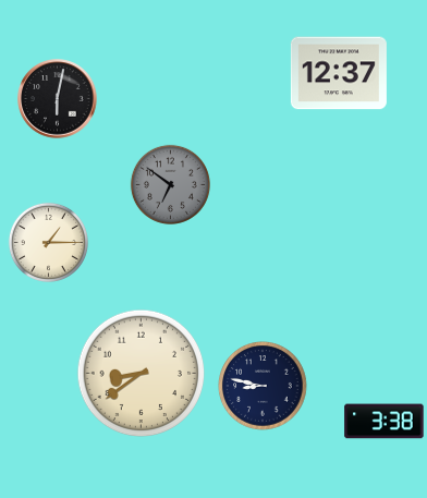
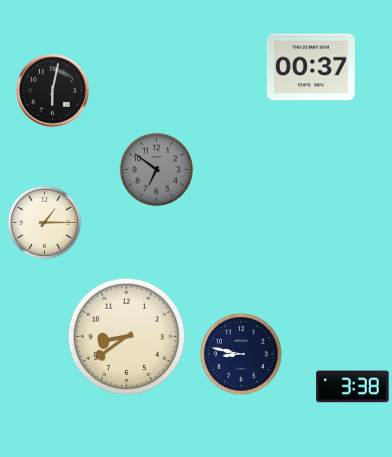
clock at (339, 73): 12:37 -> 00:37
clock at (142, 374) position: (142, 374) -> (127, 337)
